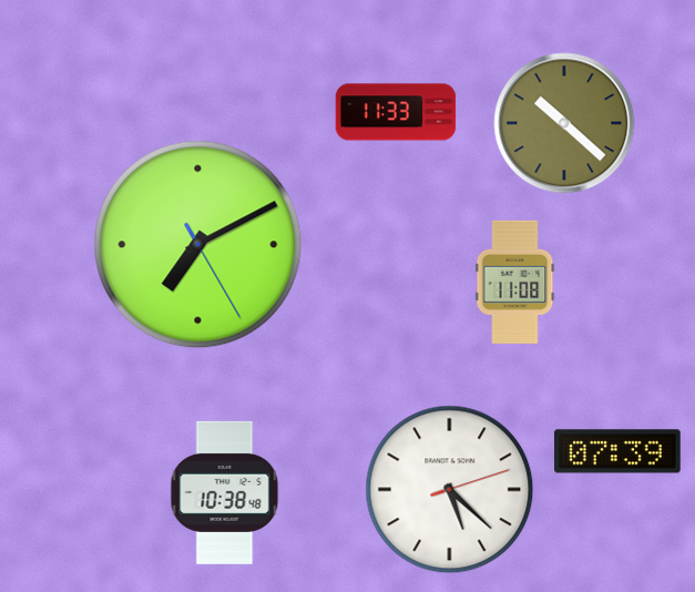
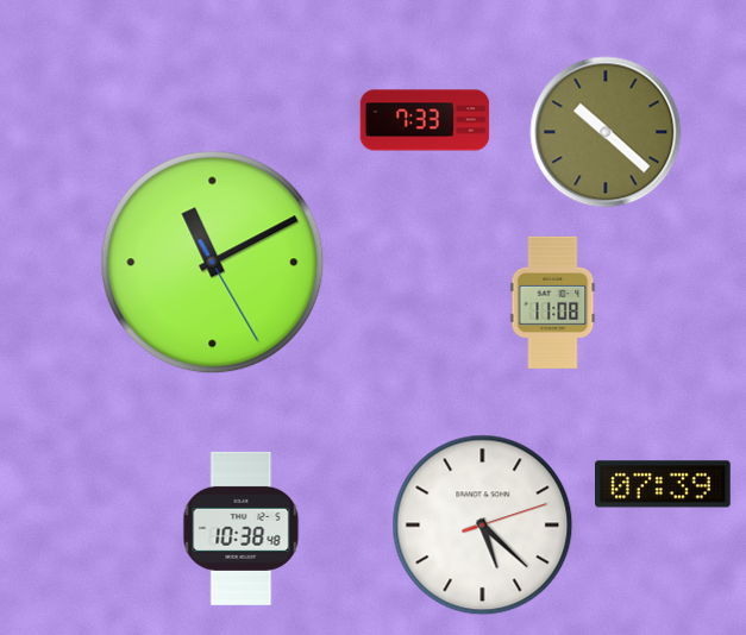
clock at (396, 112): 11:33 -> 7:33
clock at (198, 245): 7:10 -> 11:10
